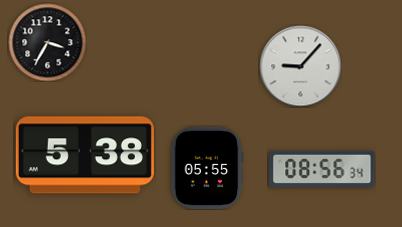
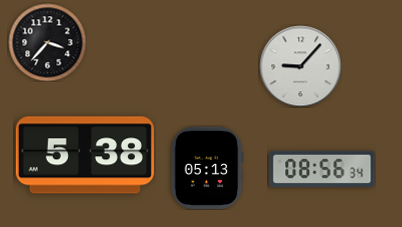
clock at (47, 42): 3:35 -> 3:37
clock at (207, 168): 05:55 -> 05:13
